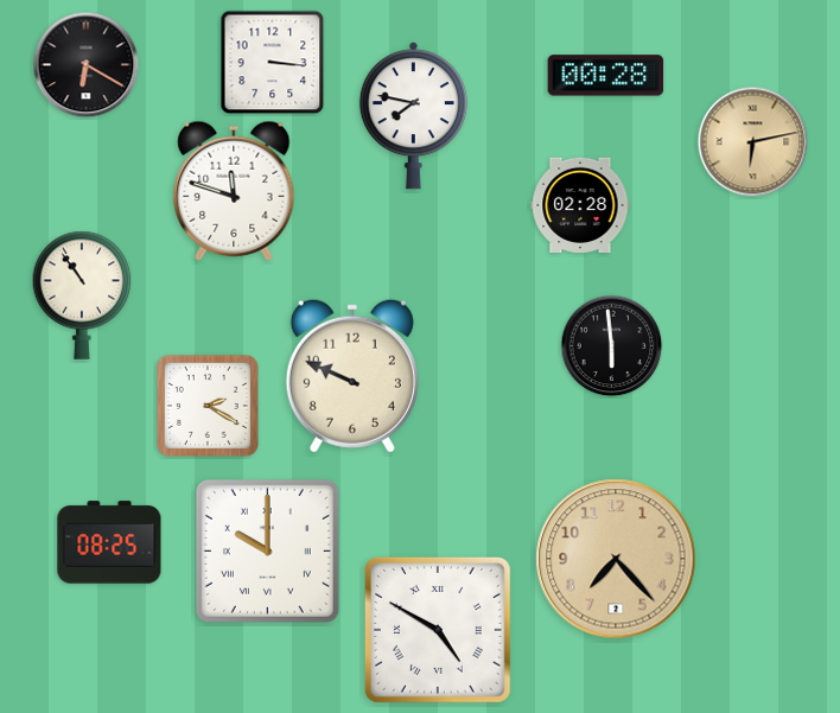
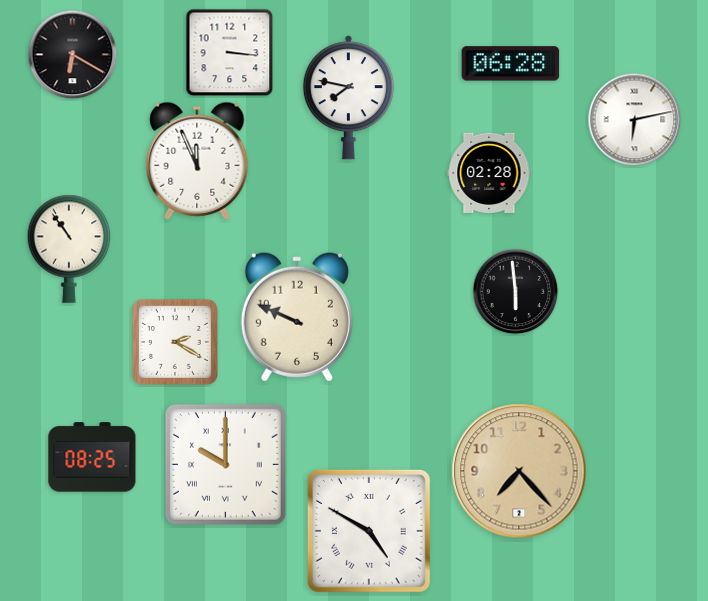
clock at (606, 76): 00:28 -> 06:28
clock at (753, 142) dial: champagne -> white
clock at (234, 191): 11:48 -> 11:56
